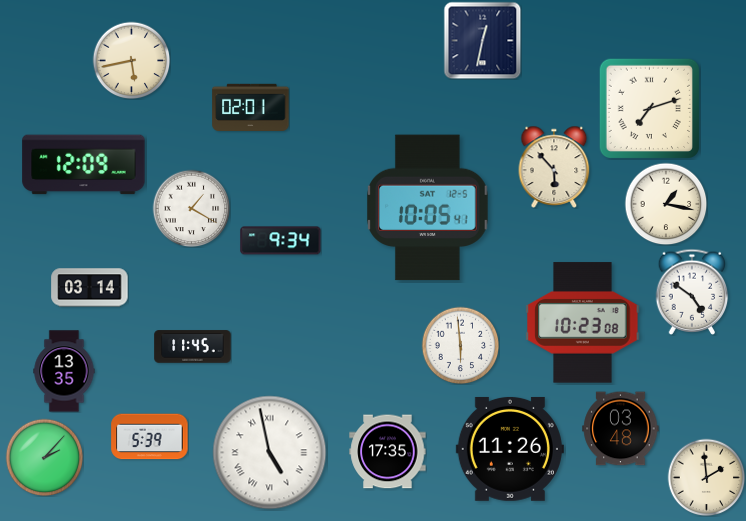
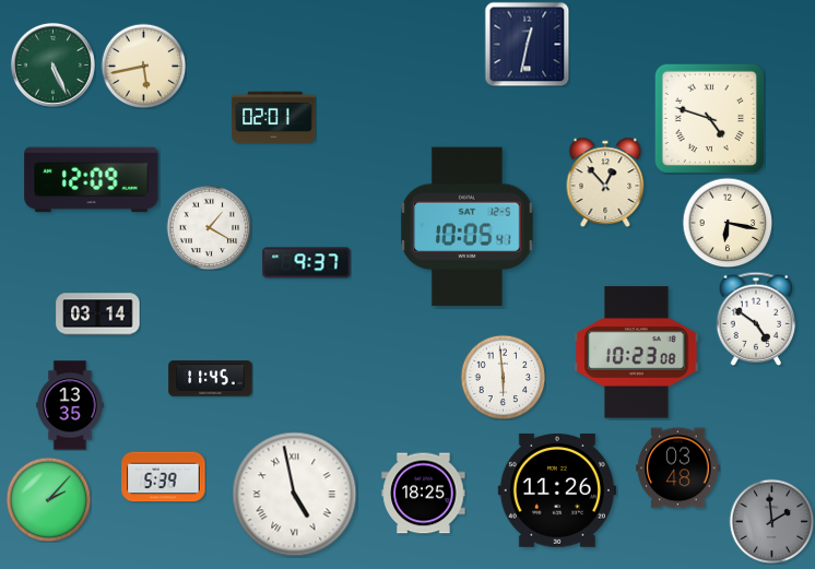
clock at (52, 64): none -> 5:26
clock at (649, 108): 7:12 -> 4:48
clock at (554, 167): 5:53 -> 12:53
clock at (666, 204): 1:17 -> 6:17
clock at (281, 241): 9:34 -> 9:37
clock at (388, 452): 17:35 -> 18:25
clock at (706, 477) dial: cream -> grey
